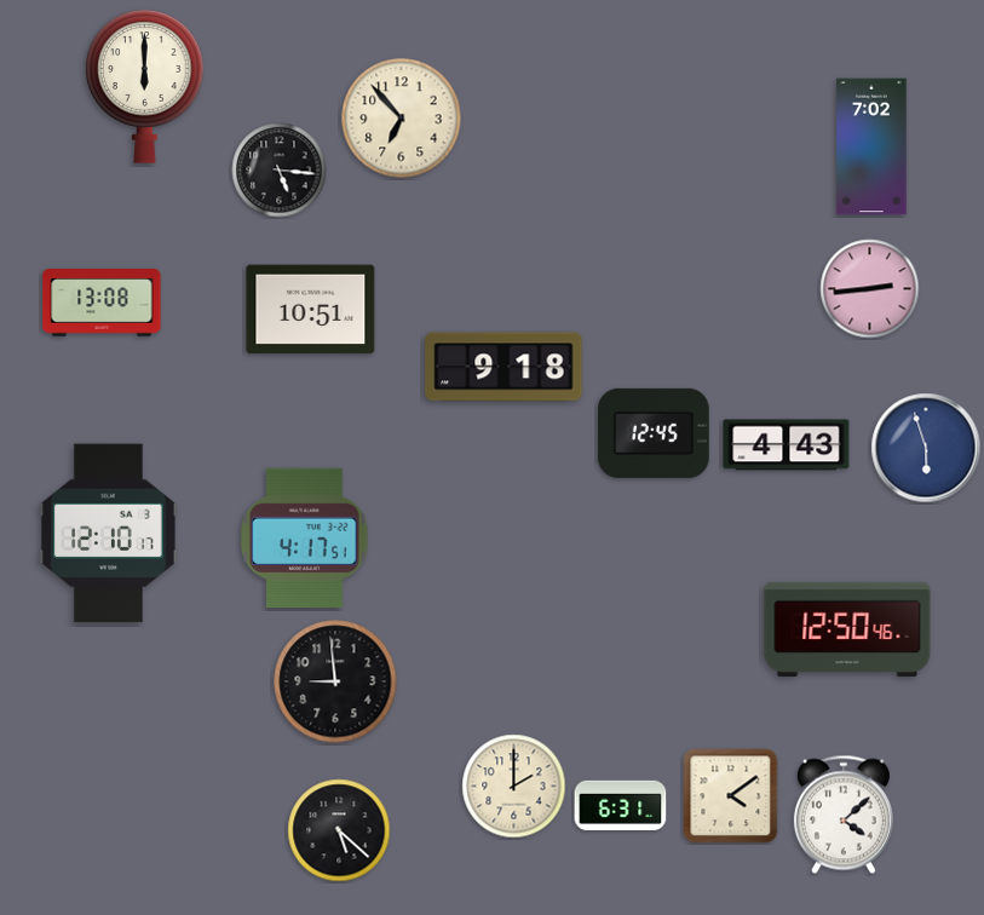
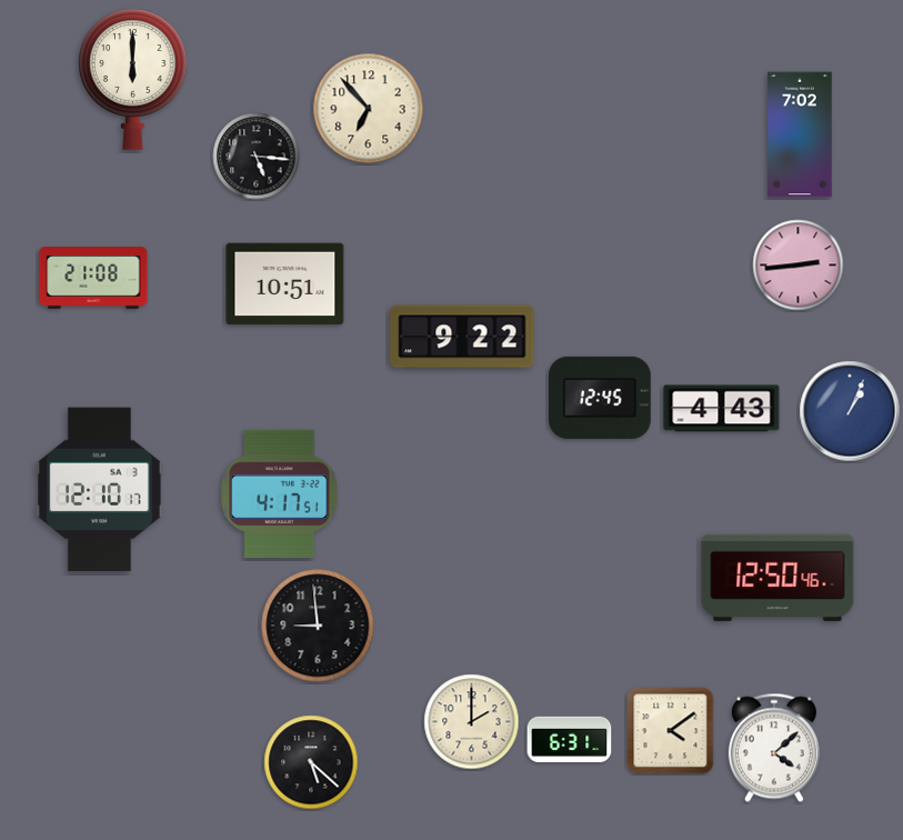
clock at (102, 303): 13:08 -> 21:08
clock at (503, 367): 9:18 -> 9:22
clock at (926, 448): 5:57 -> 1:04
clock at (335, 681) position: (335, 681) -> (318, 626)
